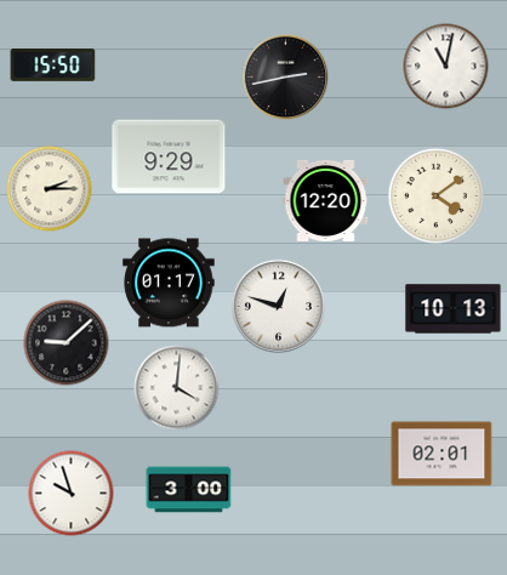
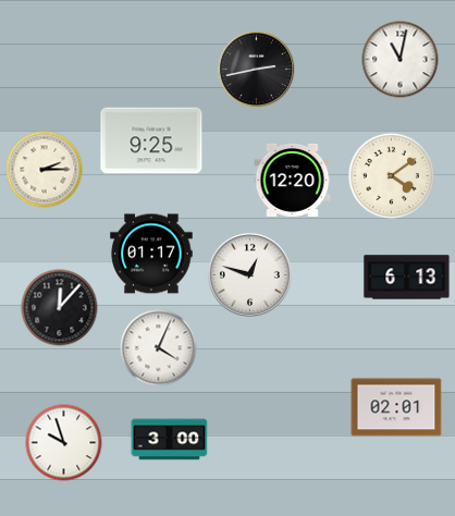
clock at (53, 66): 15:50 -> none
clock at (169, 156): 9:29 -> 9:25
clock at (454, 309): 10:13 -> 6:13
clock at (67, 343): 9:08 -> 12:07
clock at (177, 388): 4:01 -> 4:04
